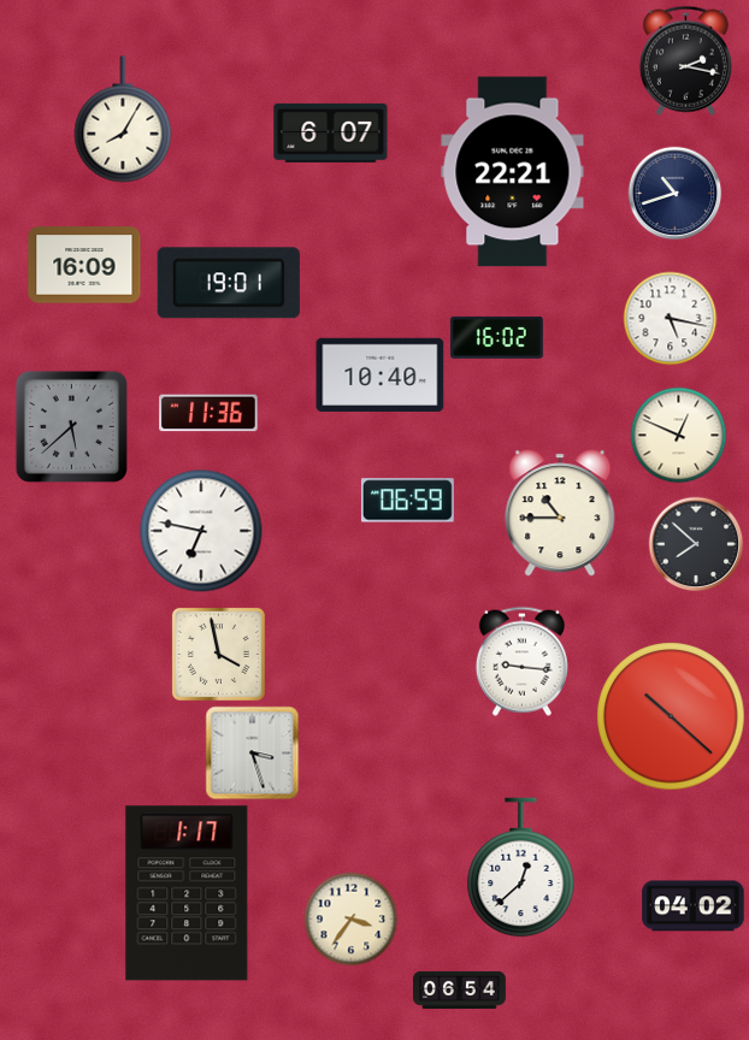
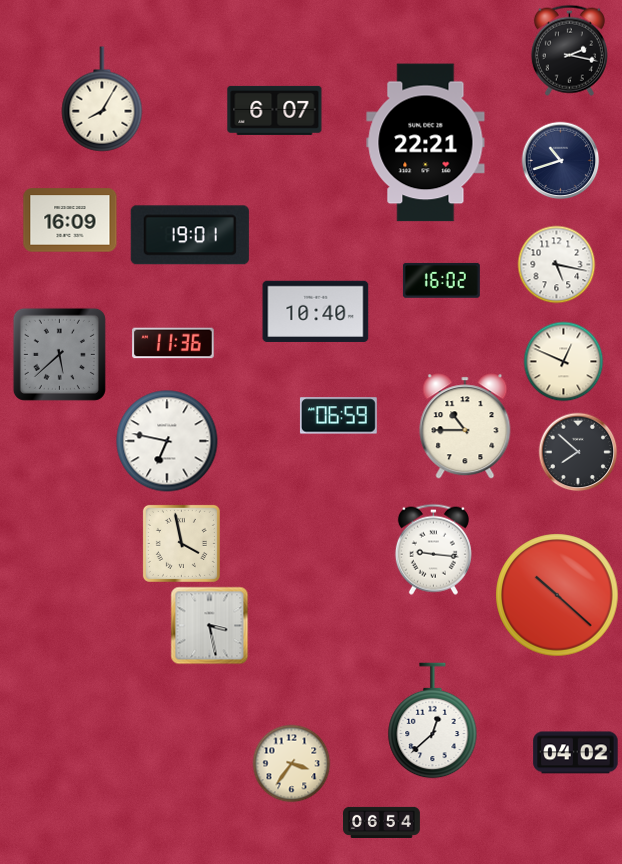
clock at (496, 337) position: (496, 337) -> (441, 280)
clock at (252, 752): 3:27 -> 3:28
clock at (187, 893): 1:17 -> none
